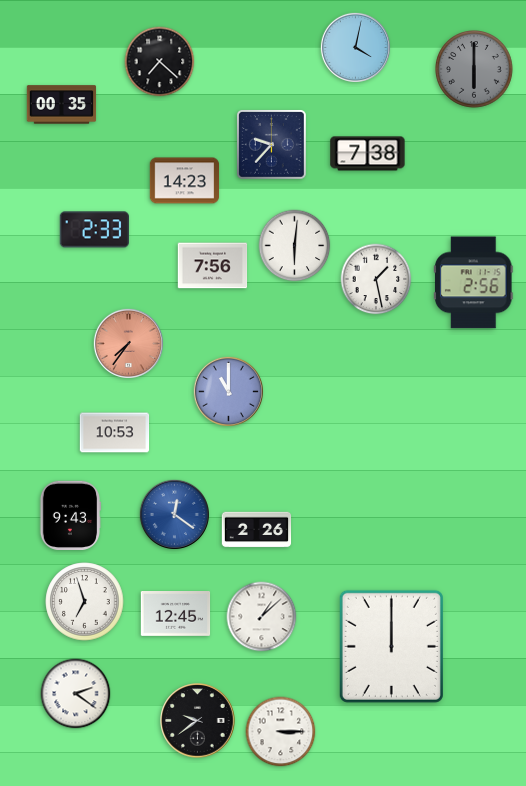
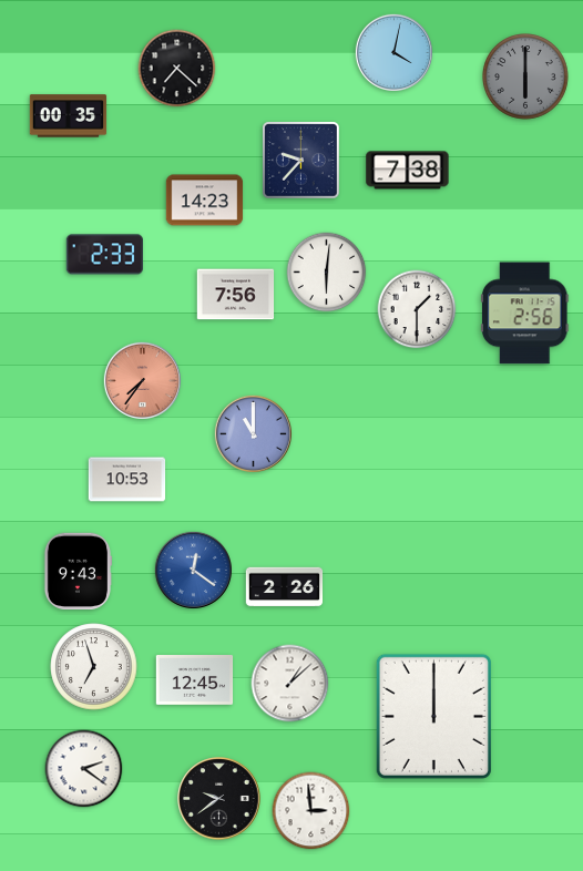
clock at (376, 279): 1:28 -> 1:30
clock at (281, 732): 3:15 -> 2:59
